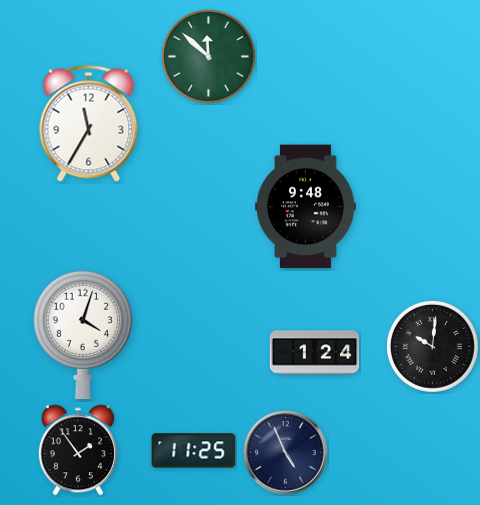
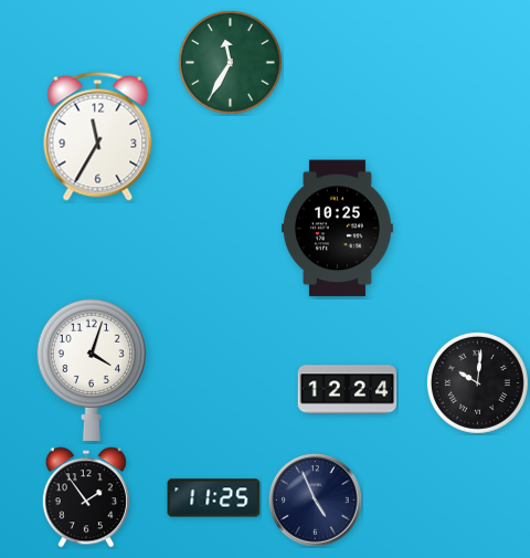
clock at (208, 56): 11:52 -> 11:35
clock at (305, 207): 9:48 -> 10:25
clock at (315, 353): 1:24 -> 12:24
